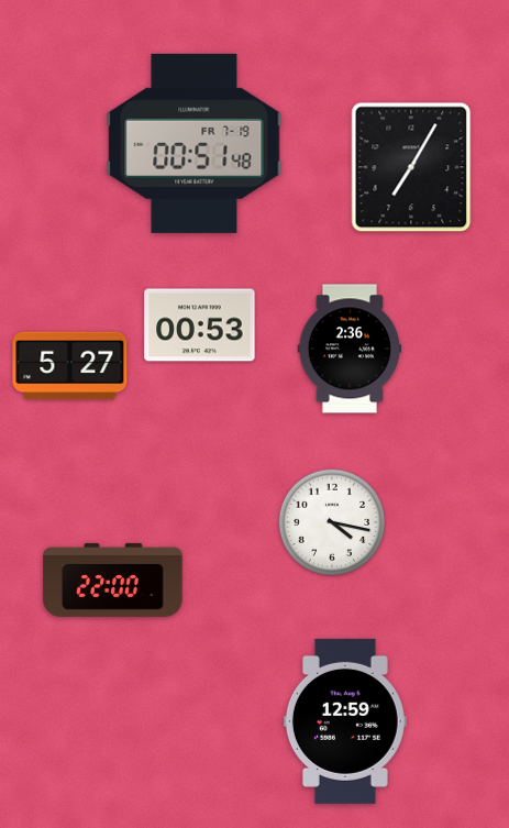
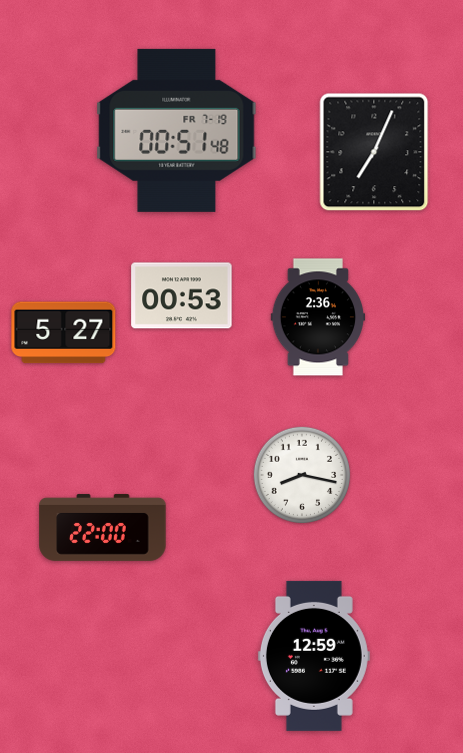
clock at (411, 167): 7:05 -> 7:04
clock at (331, 521): 4:17 -> 8:17
